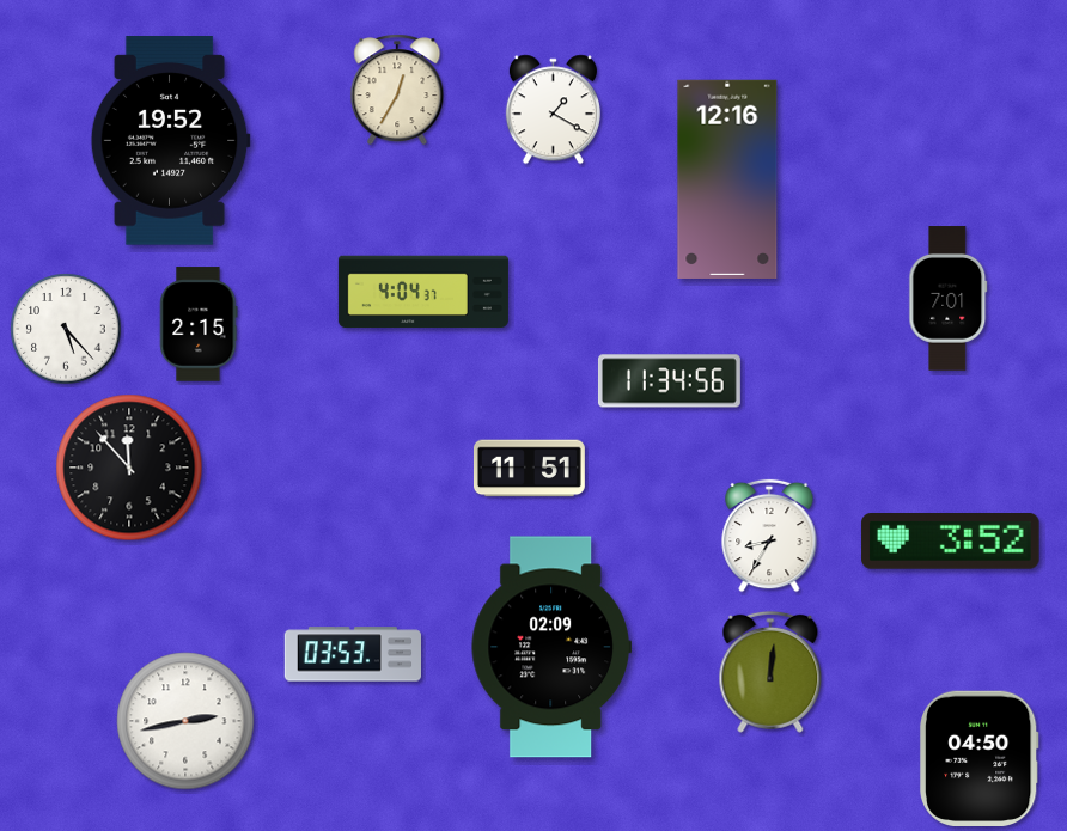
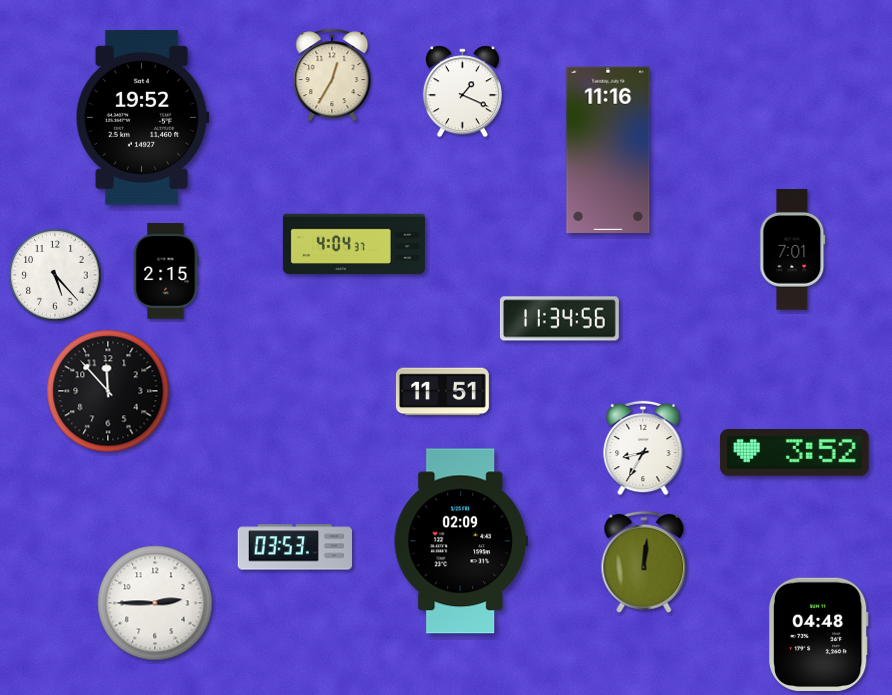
clock at (553, 110): 1:20 -> 1:19
clock at (727, 179): 12:16 -> 11:16
clock at (185, 721): 2:43 -> 2:45
clock at (978, 758): 04:50 -> 04:48
